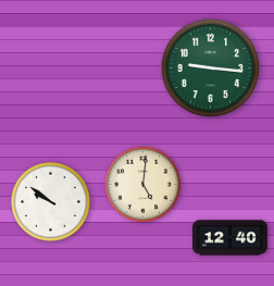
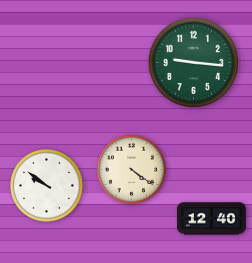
clock at (144, 185): 5:01 -> 4:21
